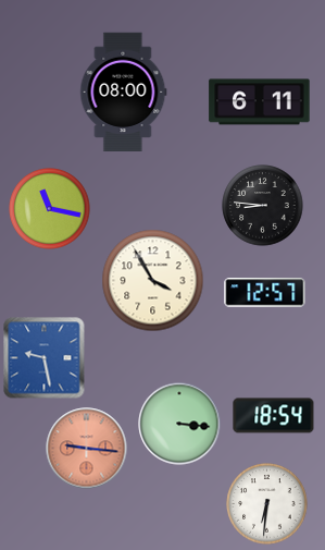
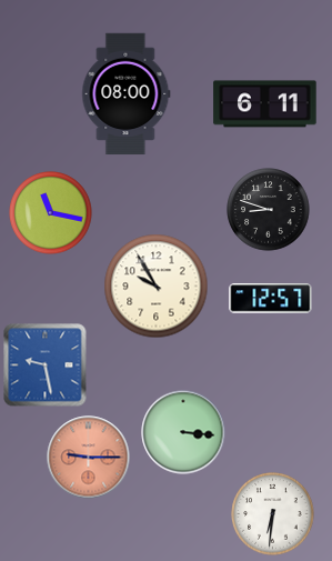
clock at (263, 206): 8:46 -> 8:48
clock at (153, 281): 3:55 -> 9:55
clock at (274, 416): 18:54 -> none
clock at (87, 449): 9:16 -> 9:15
